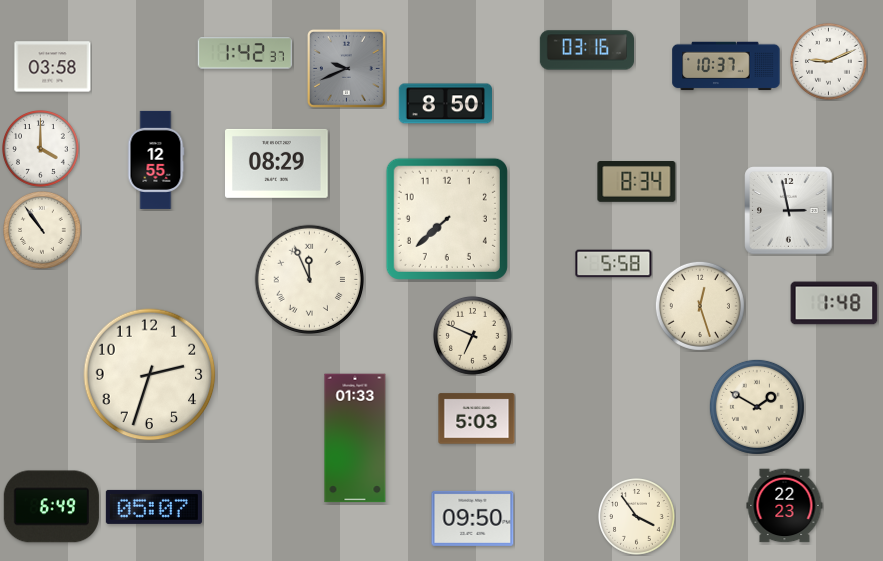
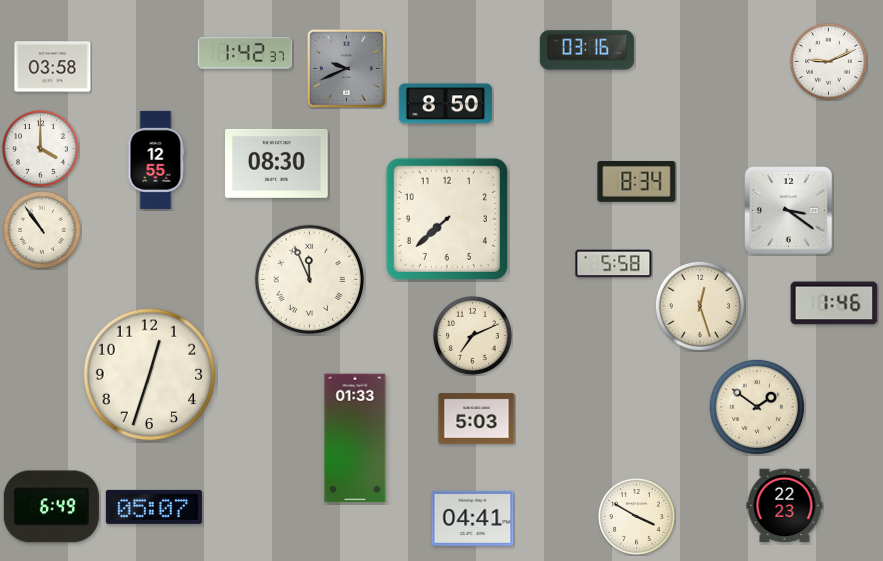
clock at (726, 66): 10:37 -> none
clock at (277, 163): 08:29 -> 08:30
clock at (789, 211): 2:58 -> 3:21
clock at (834, 303): 1:48 -> 1:46
clock at (473, 336): 6:49 -> 7:11
clock at (150, 375): 2:33 -> 12:33
clock at (757, 407): 1:50 -> 1:51
clock at (637, 517): 3:54 -> 3:50
clock at (473, 518): 09:50 -> 04:41
